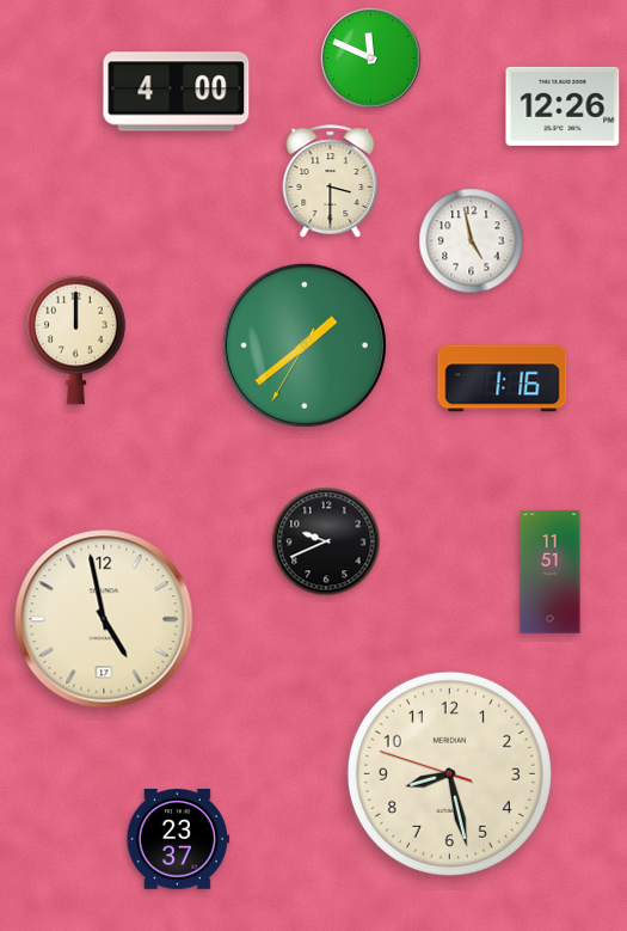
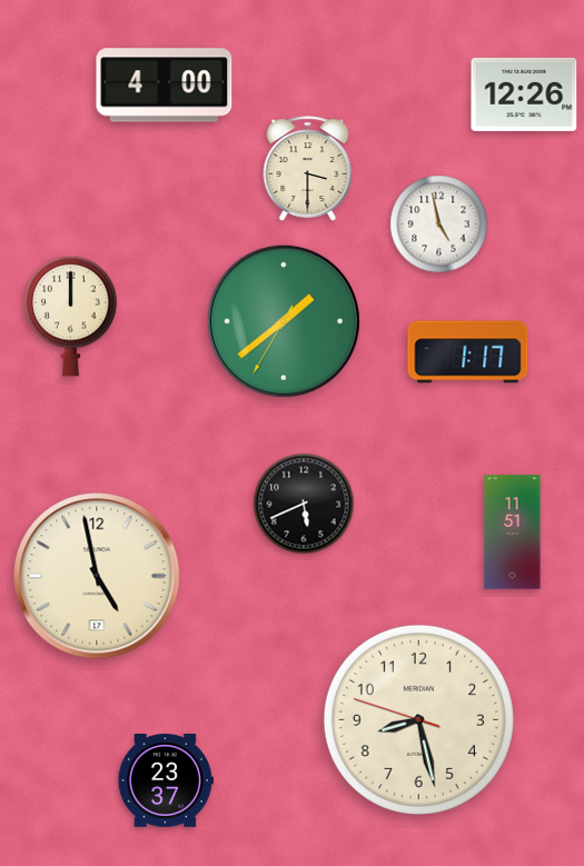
clock at (371, 59): 11:49 -> none
clock at (563, 106) position: (563, 106) -> (524, 94)
clock at (503, 379): 1:16 -> 1:17
clock at (326, 541): 9:41 -> 5:41
